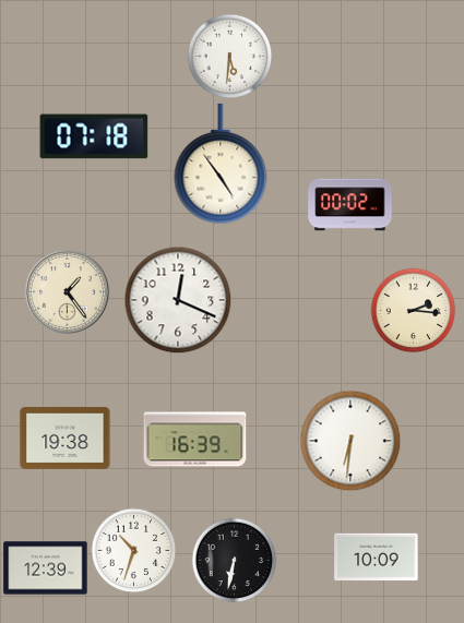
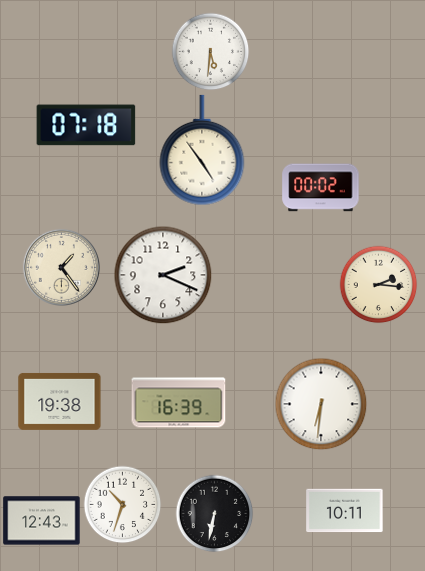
clock at (178, 300): 12:19 -> 2:19
clock at (377, 558): 10:09 -> 10:11
clock at (46, 568): 12:39 -> 12:43
